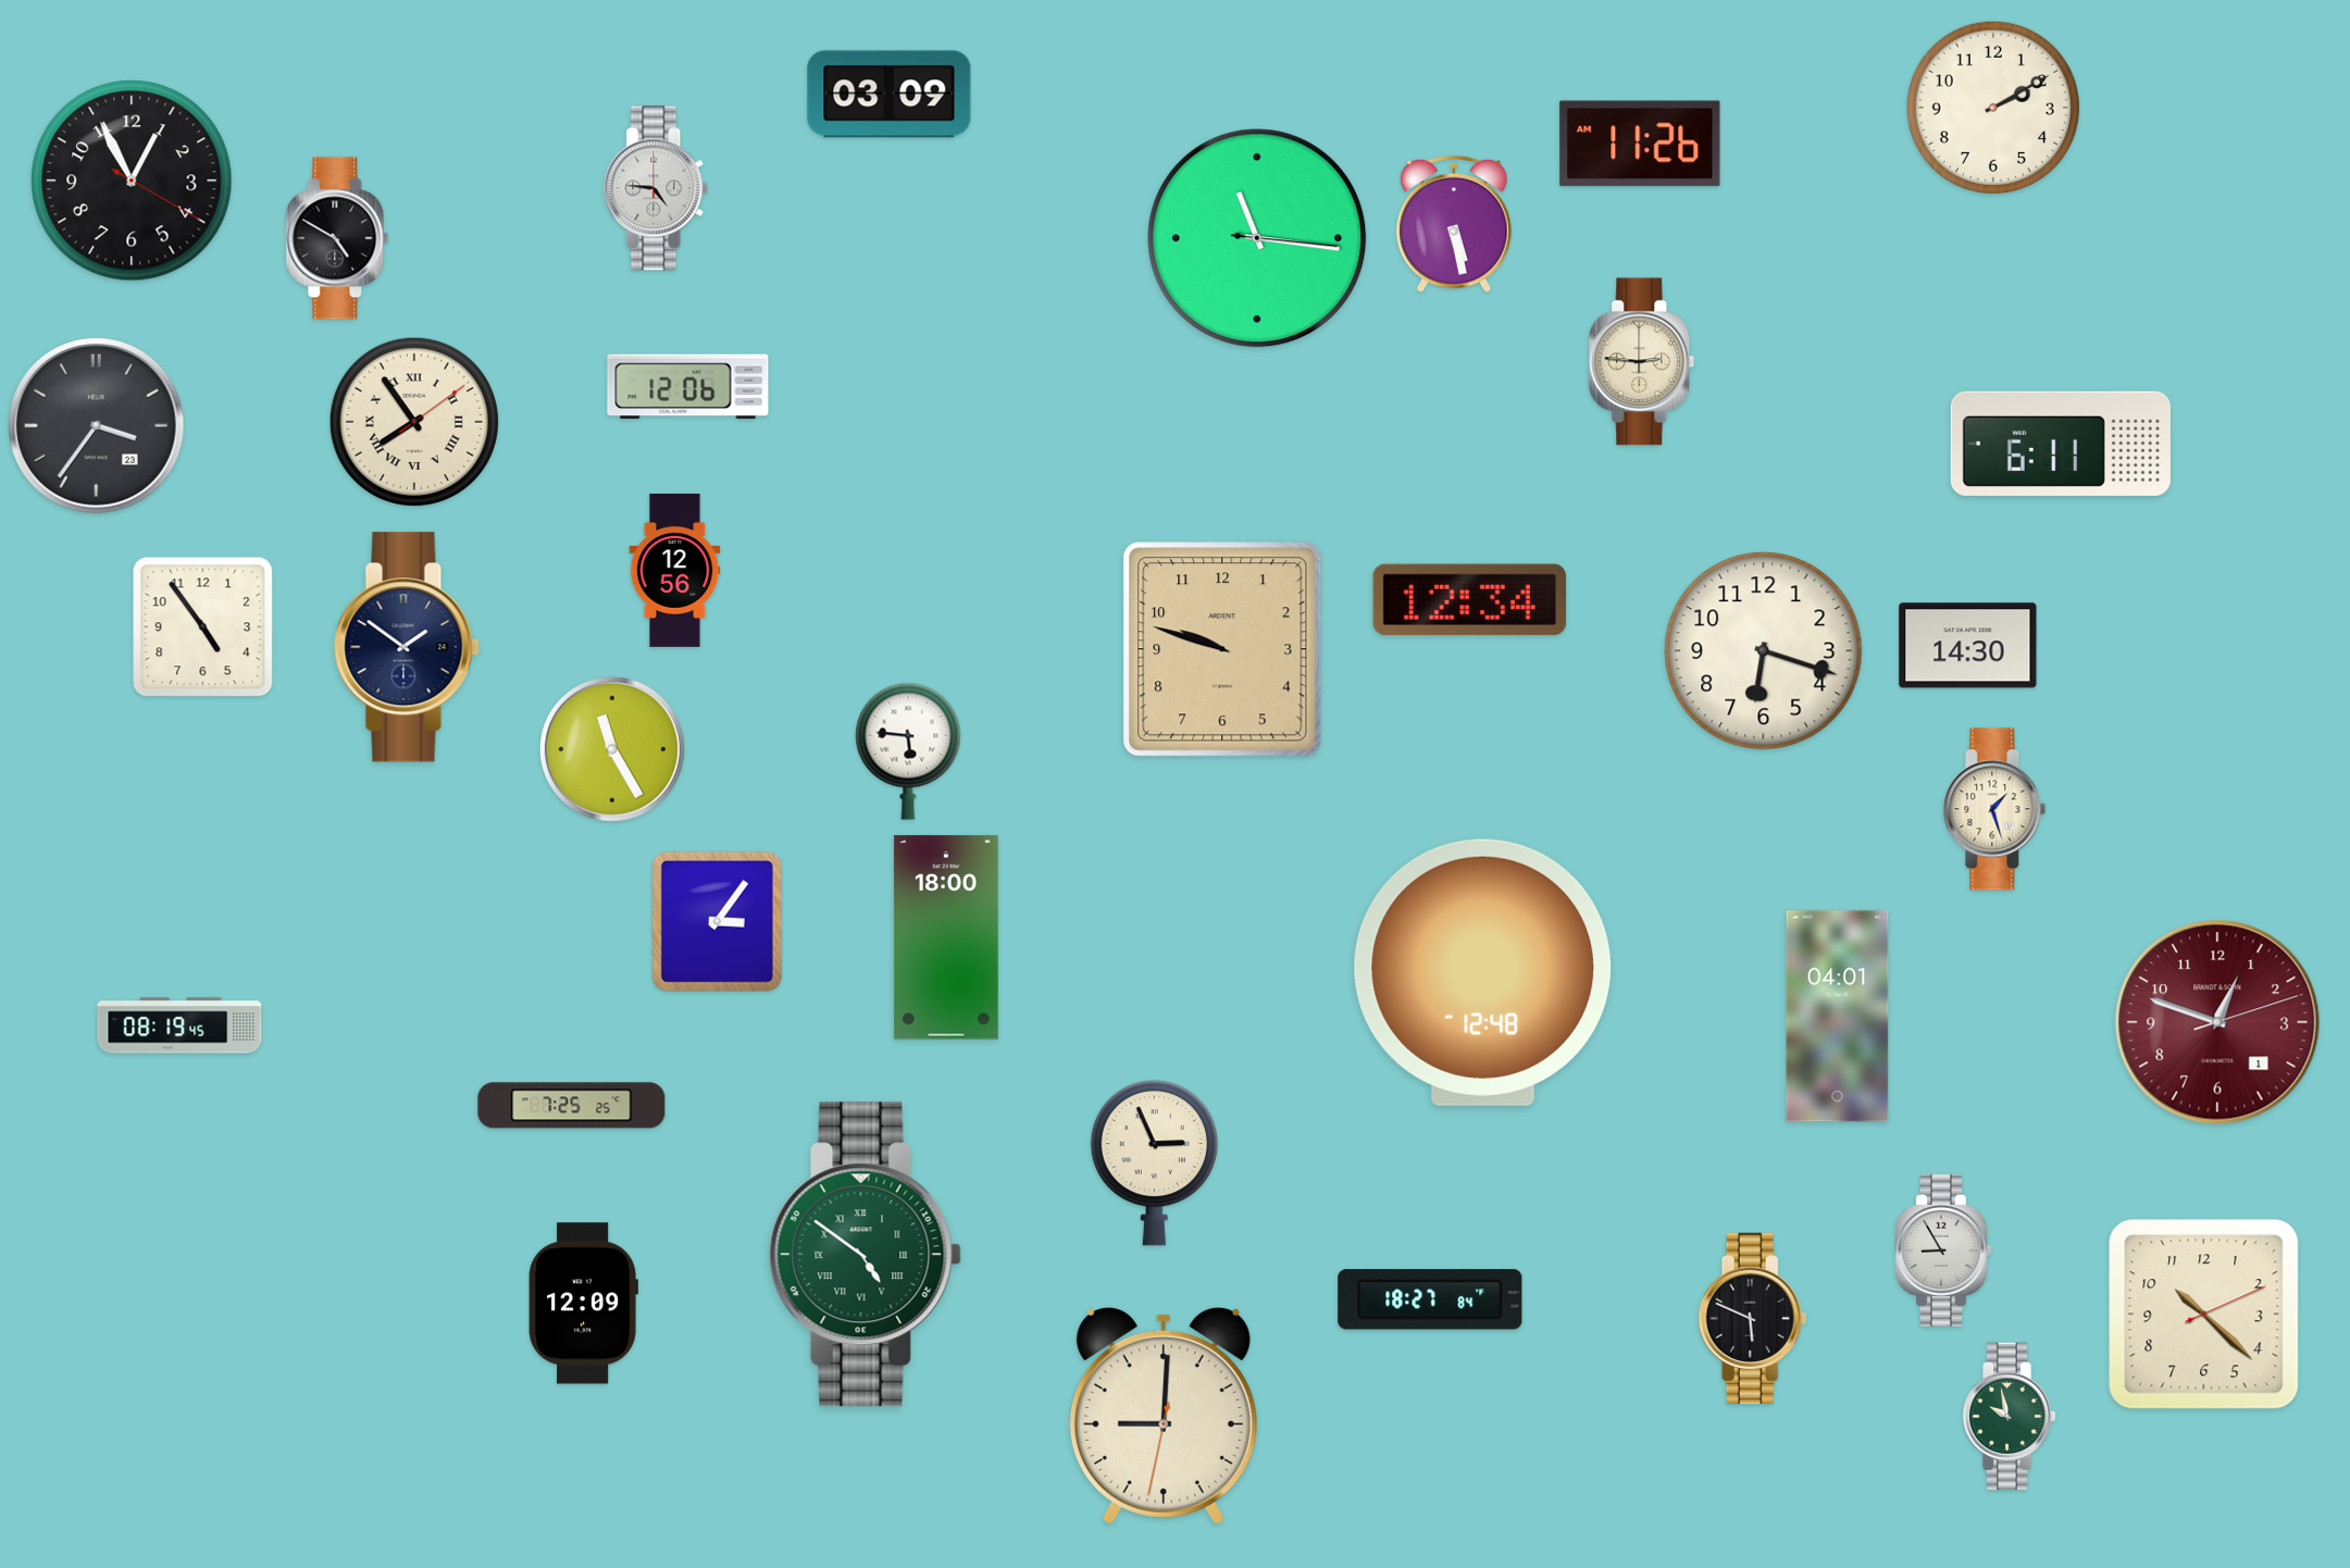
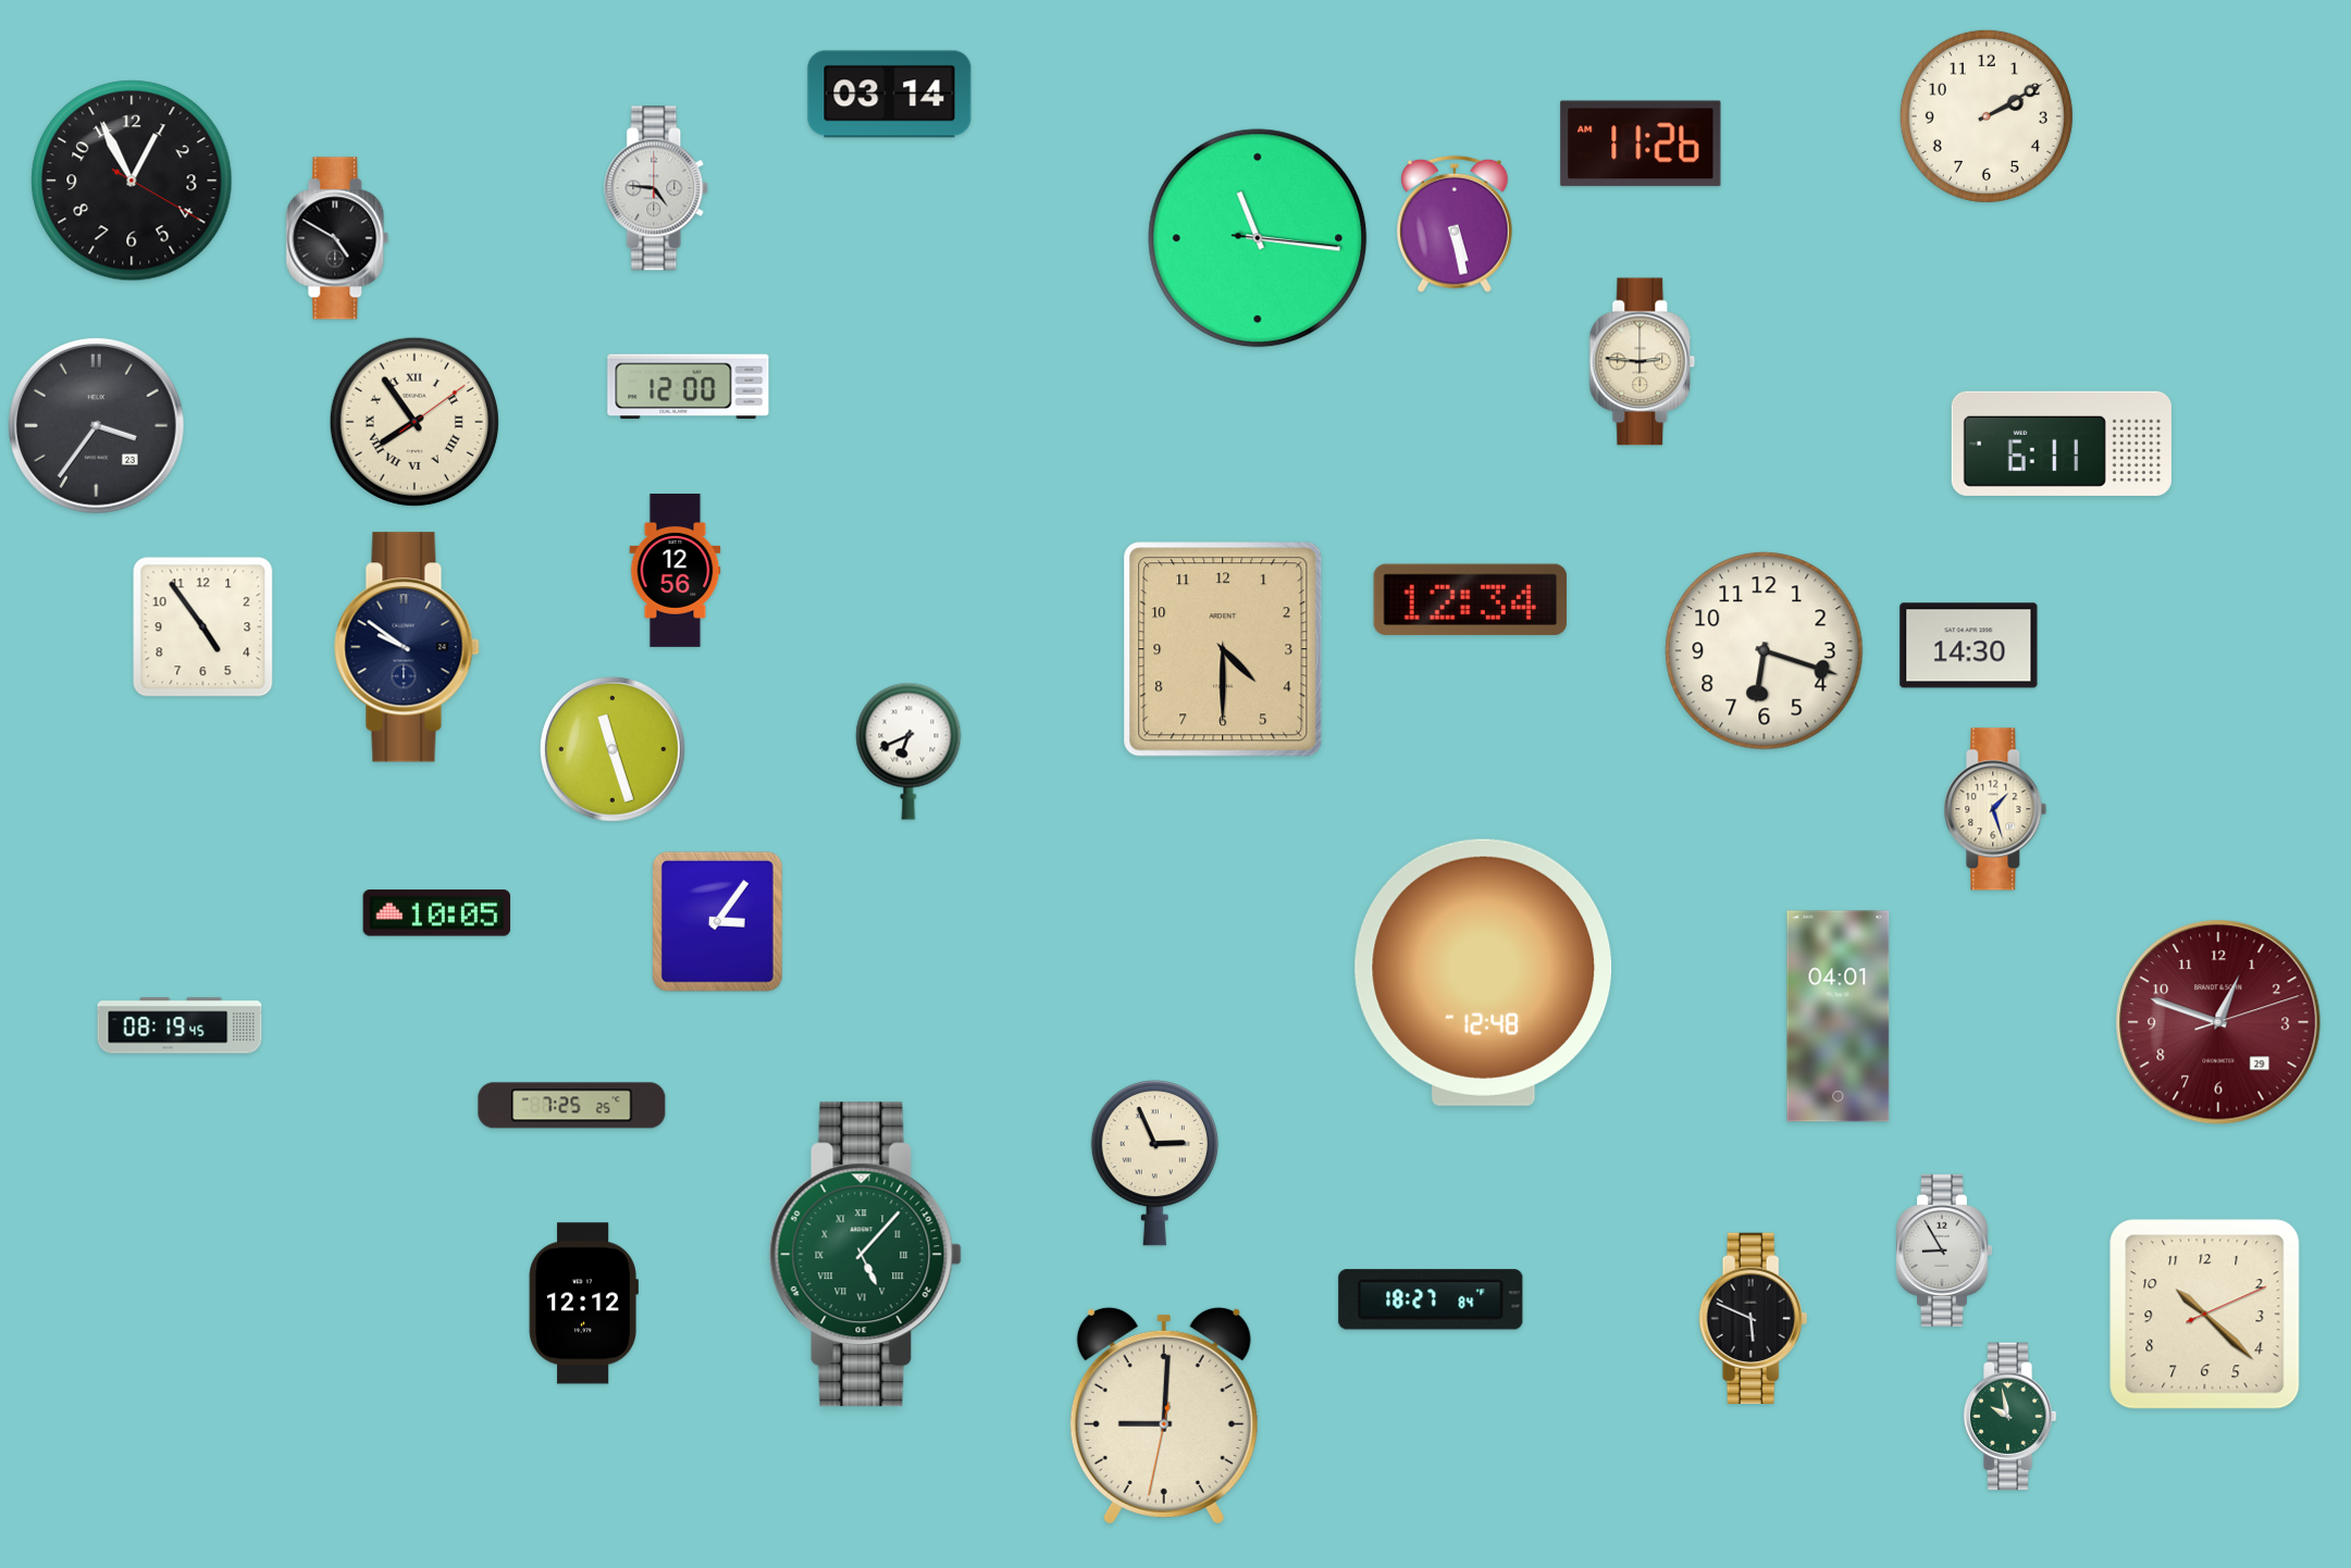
clock at (890, 95): 03:09 -> 03:14
clock at (1993, 108) position: (1993, 108) -> (1987, 116)
clock at (688, 387): 12:06 -> 12:00
clock at (407, 647): 1:51 -> 9:51
clock at (1222, 649): 9:48 -> 4:30
clock at (612, 749): 11:25 -> 11:27
clock at (908, 751): 5:46 -> 6:41
clock at (437, 913): none -> 10:05
clock at (946, 937): 18:00 -> none
clock at (2217, 1022) date: 1 -> 29
clock at (865, 1255): 4:51 -> 5:07
clock at (583, 1304): 12:09 -> 12:12
